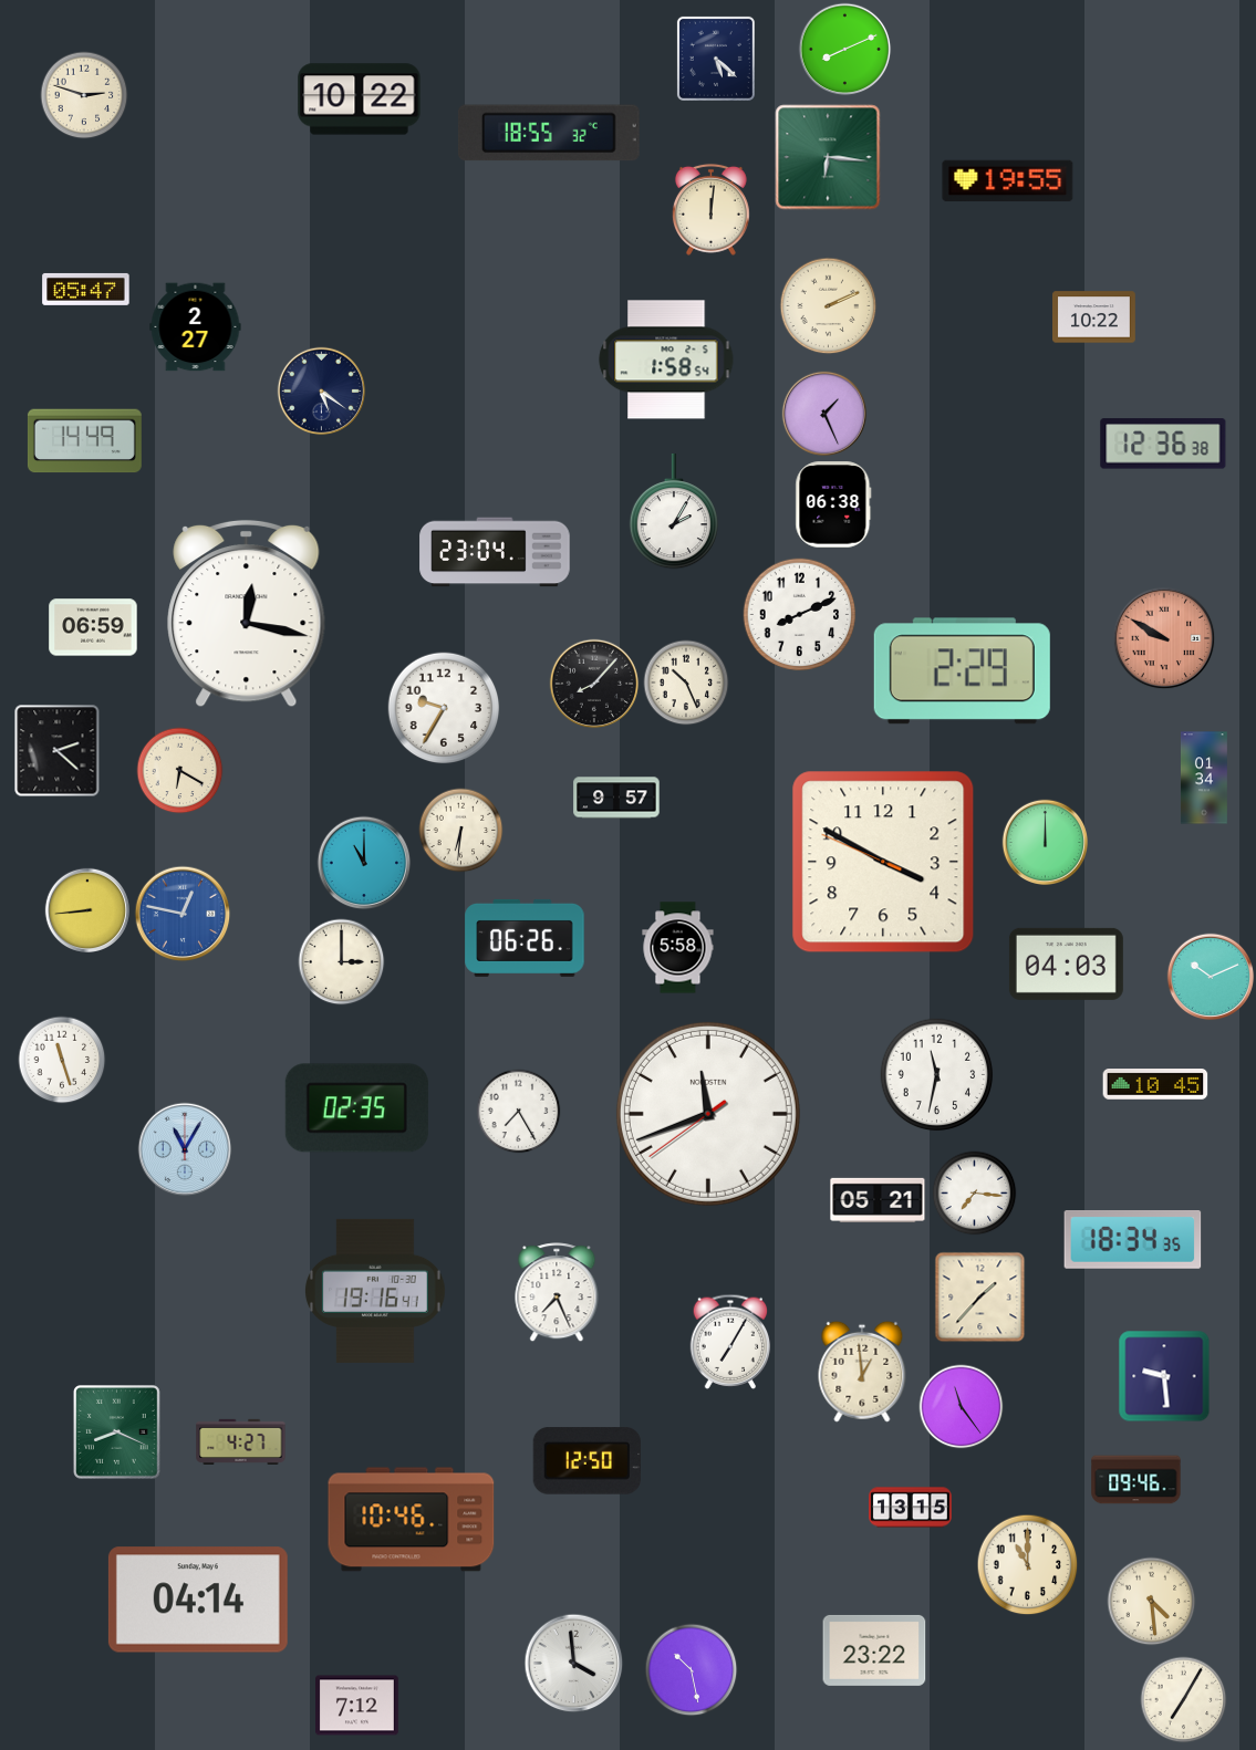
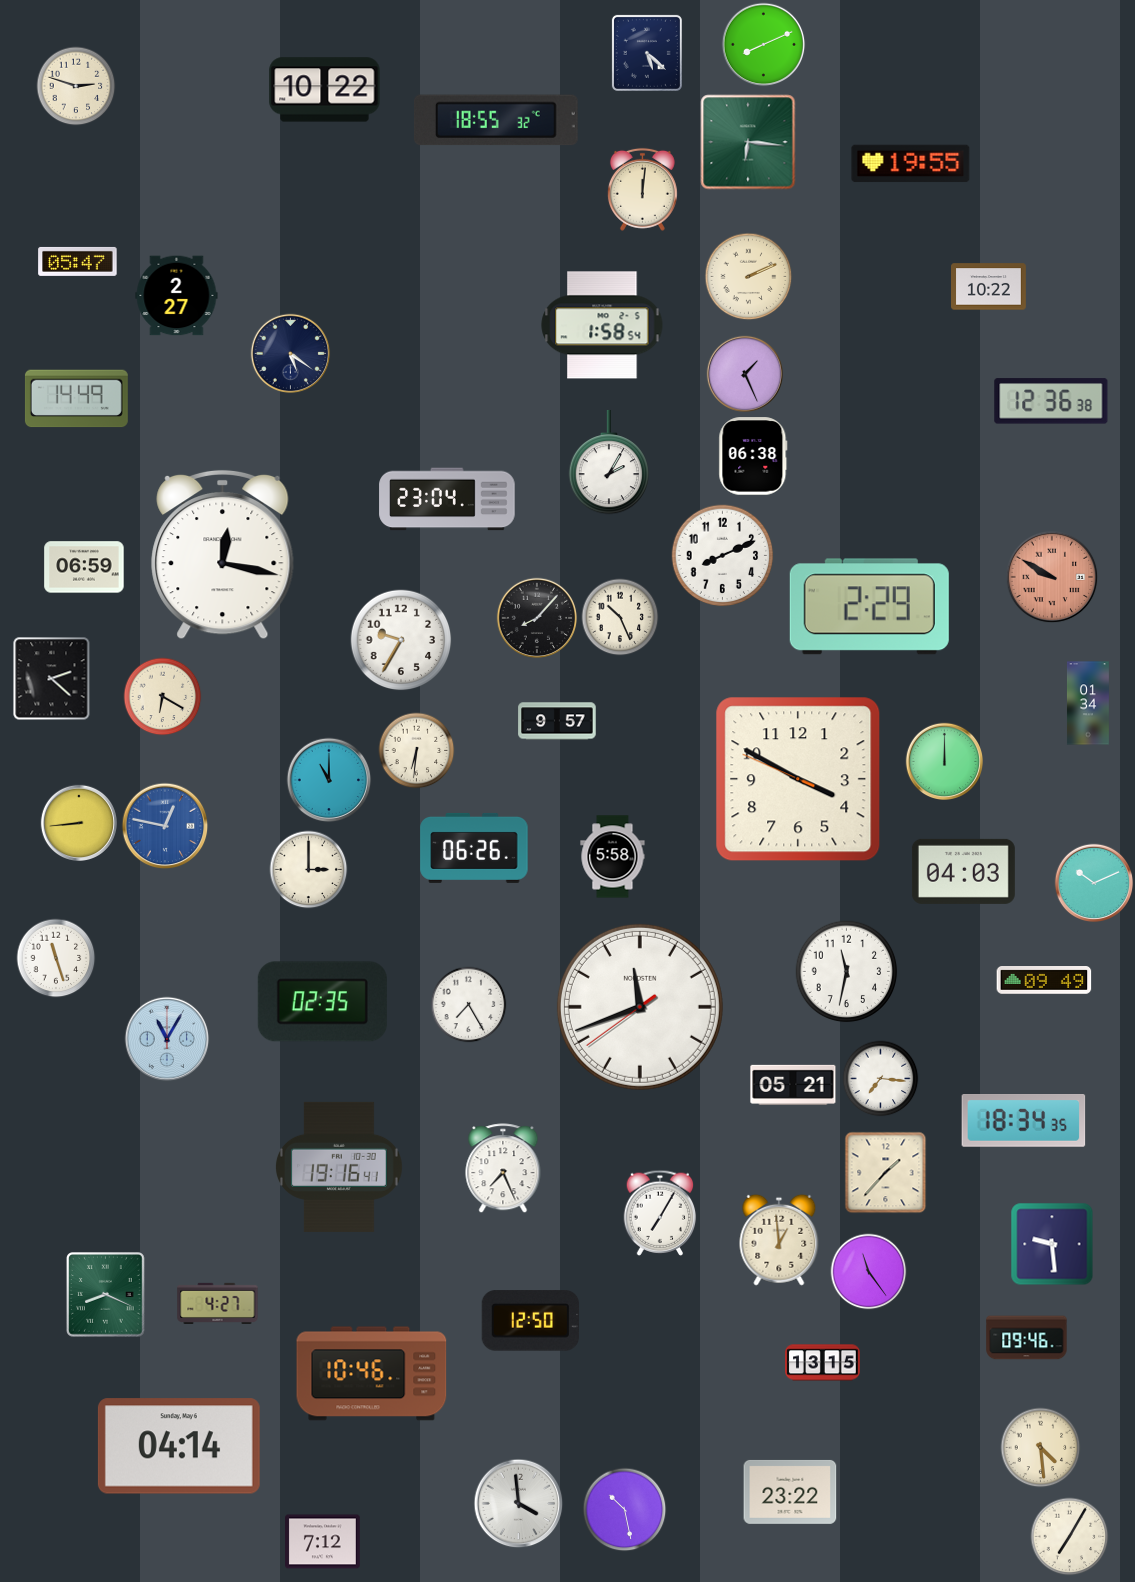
clock at (1155, 1085): 10:45 -> 09:49
clock at (1028, 1565): 11:00 -> none
